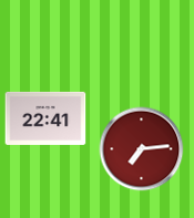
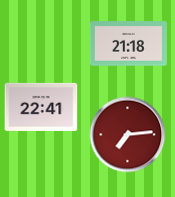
clock at (128, 44): none -> 21:18
